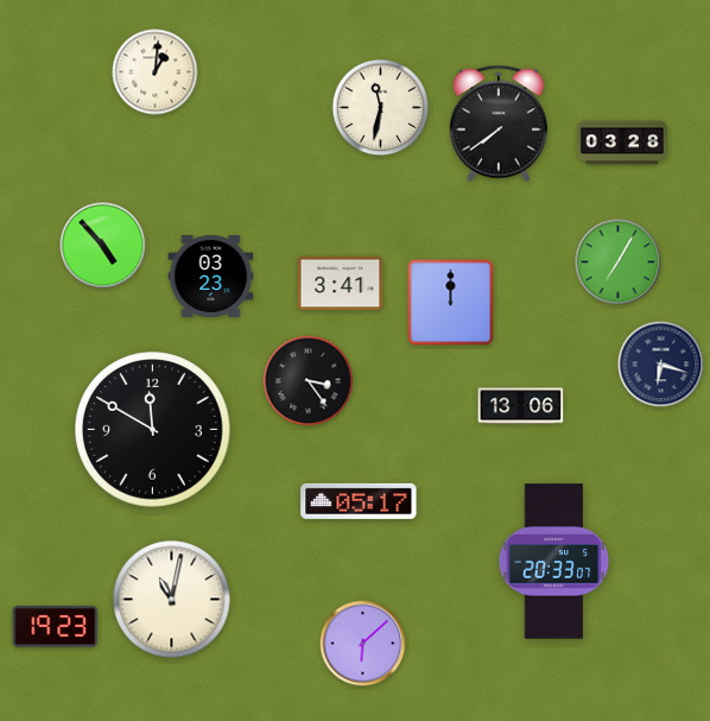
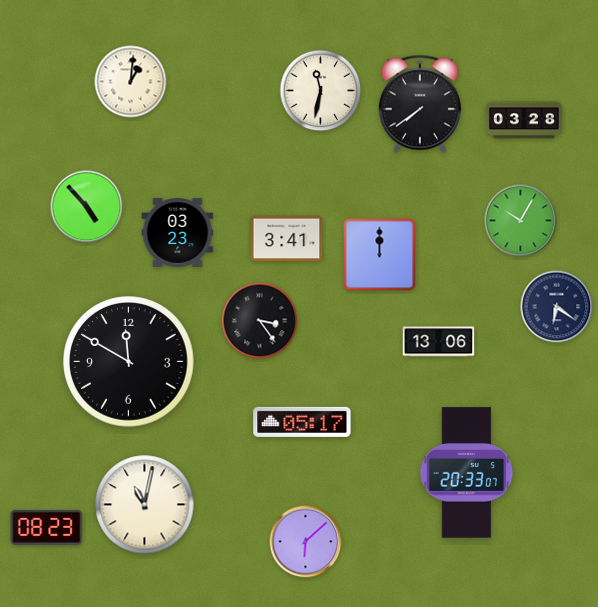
clock at (156, 72) position: (156, 72) -> (131, 82)
clock at (619, 263): 7:05 -> 10:05
clock at (661, 365): 6:18 -> 6:21
clock at (56, 626): 19:23 -> 08:23
